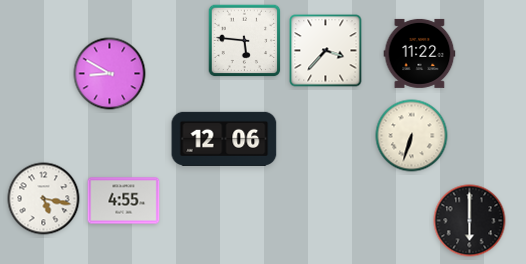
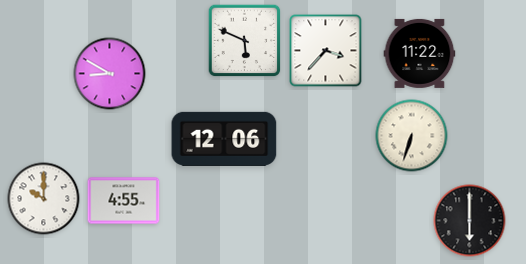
clock at (245, 41): 5:46 -> 5:49
clock at (44, 199): 5:17 -> 10:00
